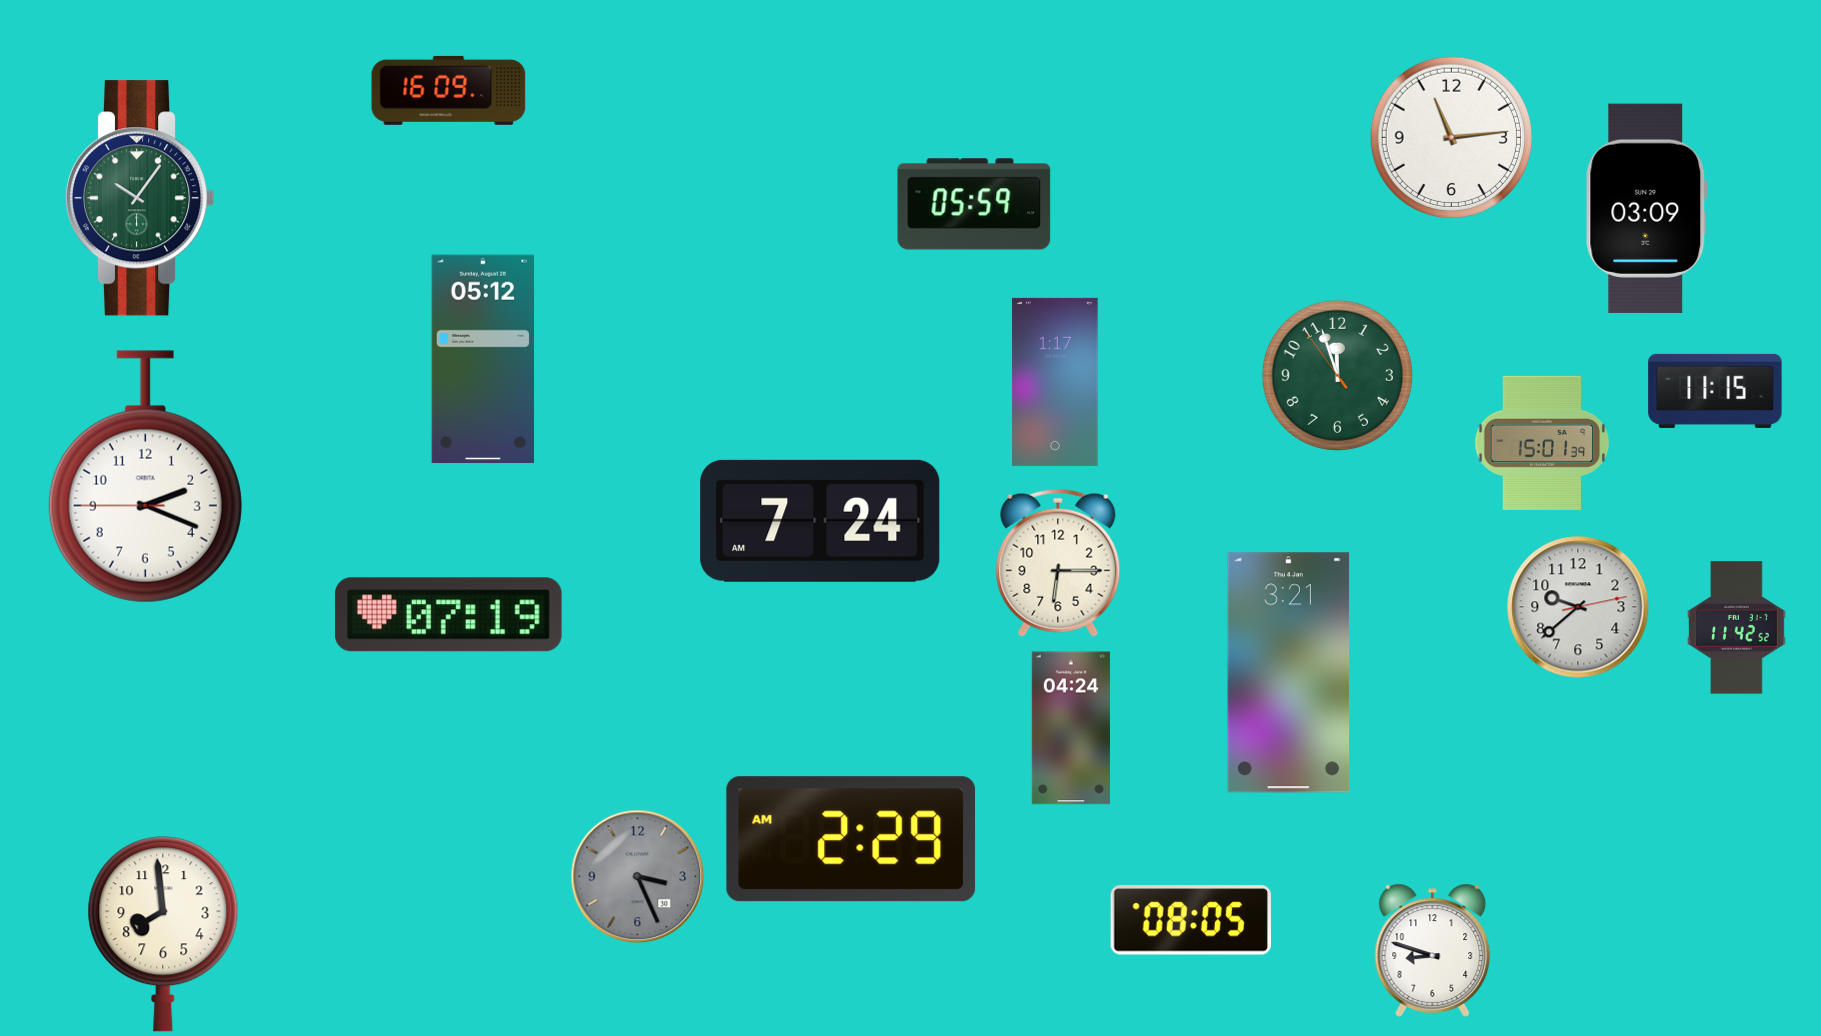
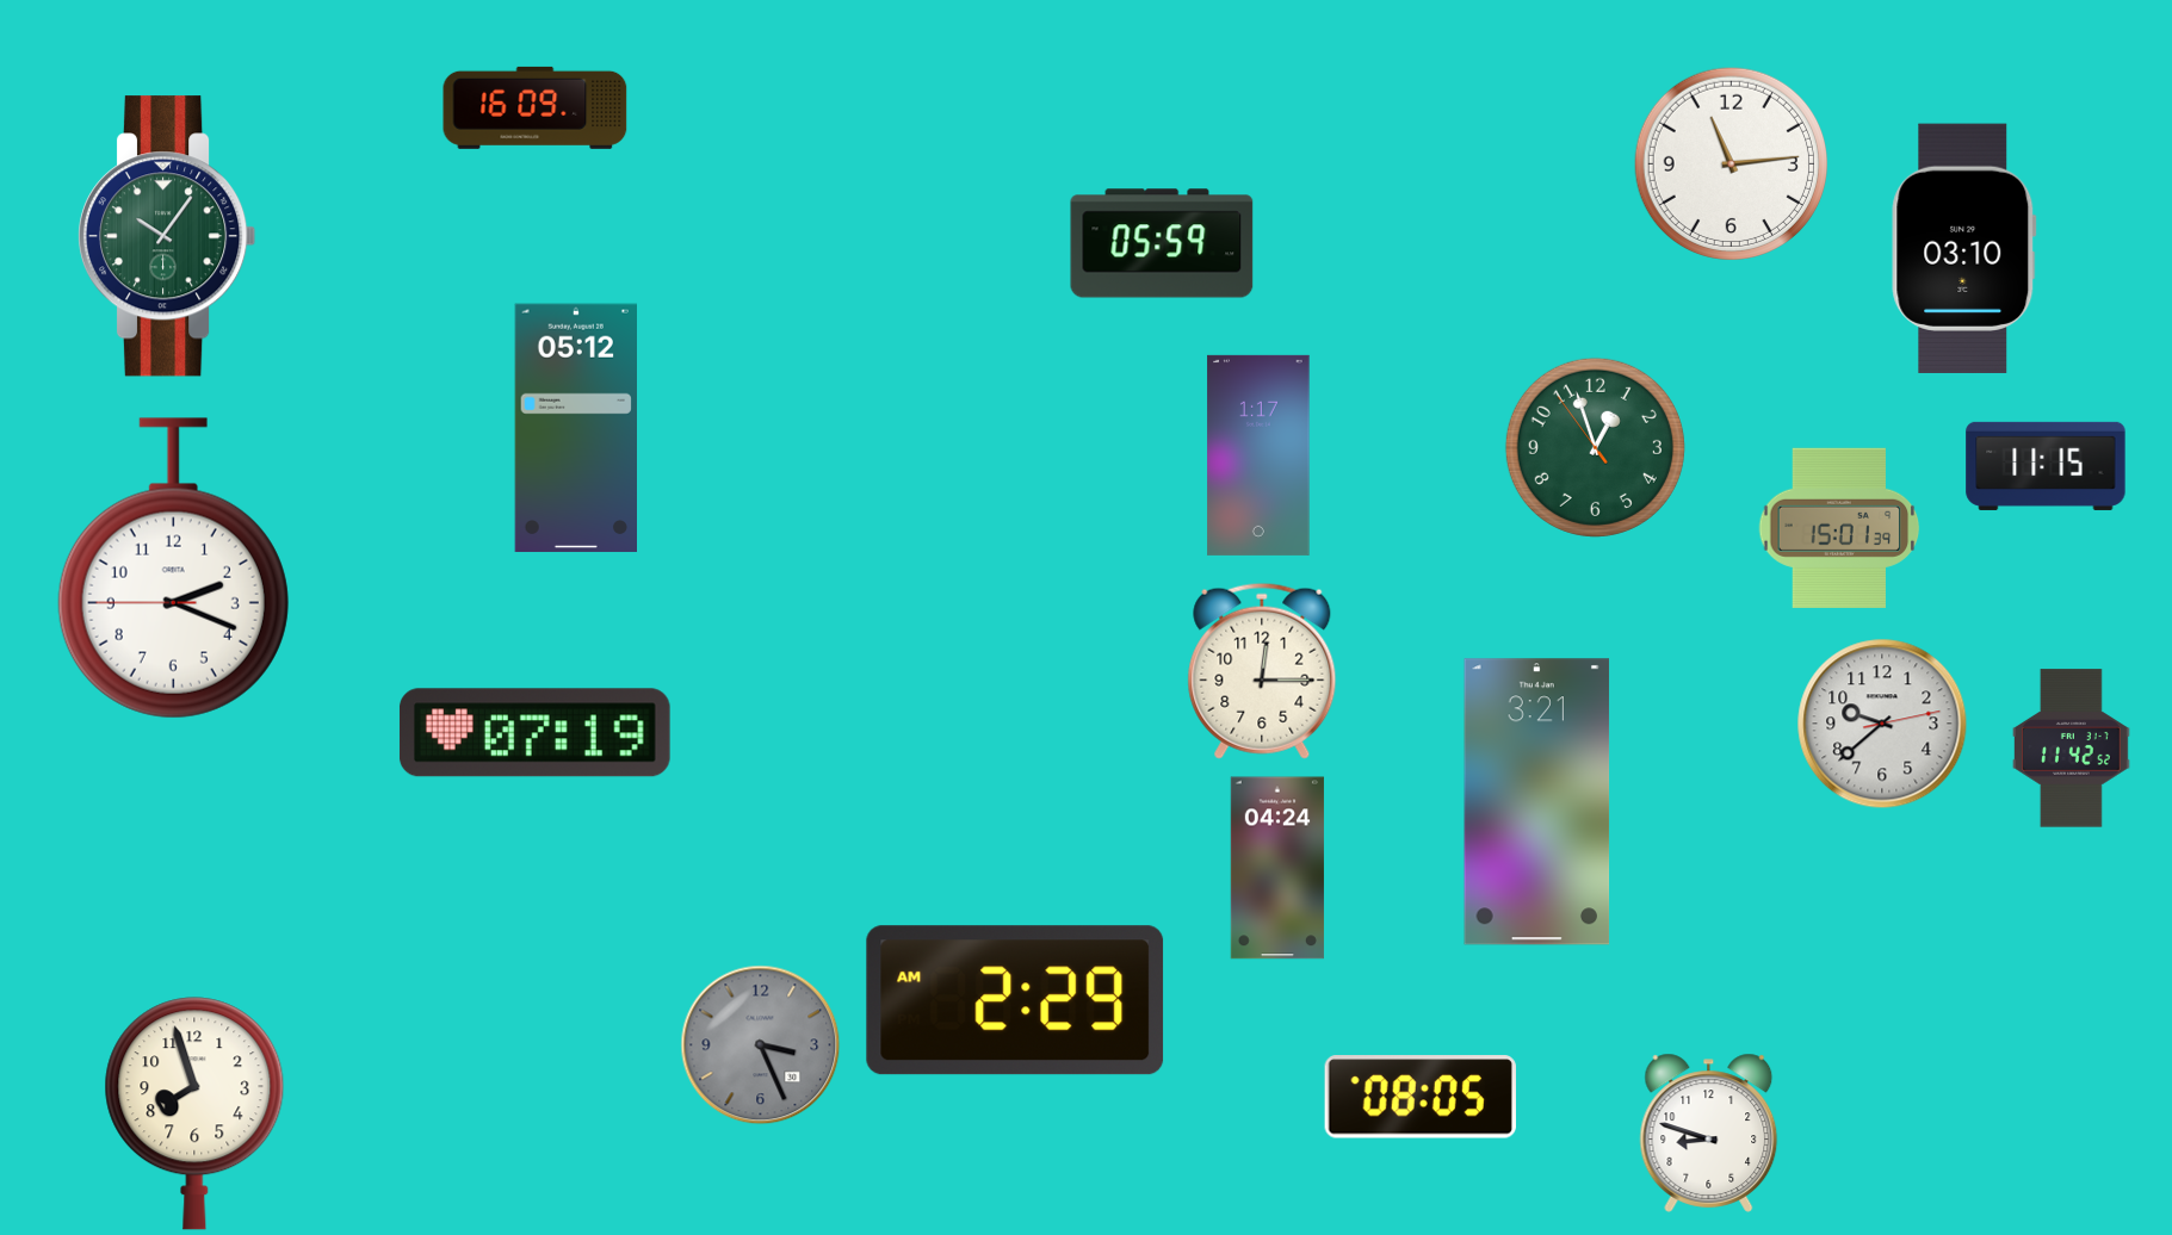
clock at (1647, 208): 03:09 -> 03:10
clock at (1337, 375): 11:56 -> 12:56
clock at (820, 521): 7:24 -> none
clock at (1058, 563): 6:15 -> 12:15
clock at (163, 934): 7:59 -> 7:57
